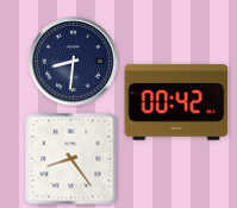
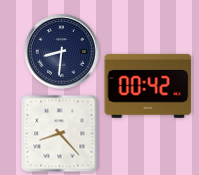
clock at (71, 159): 8:24 -> 8:23
